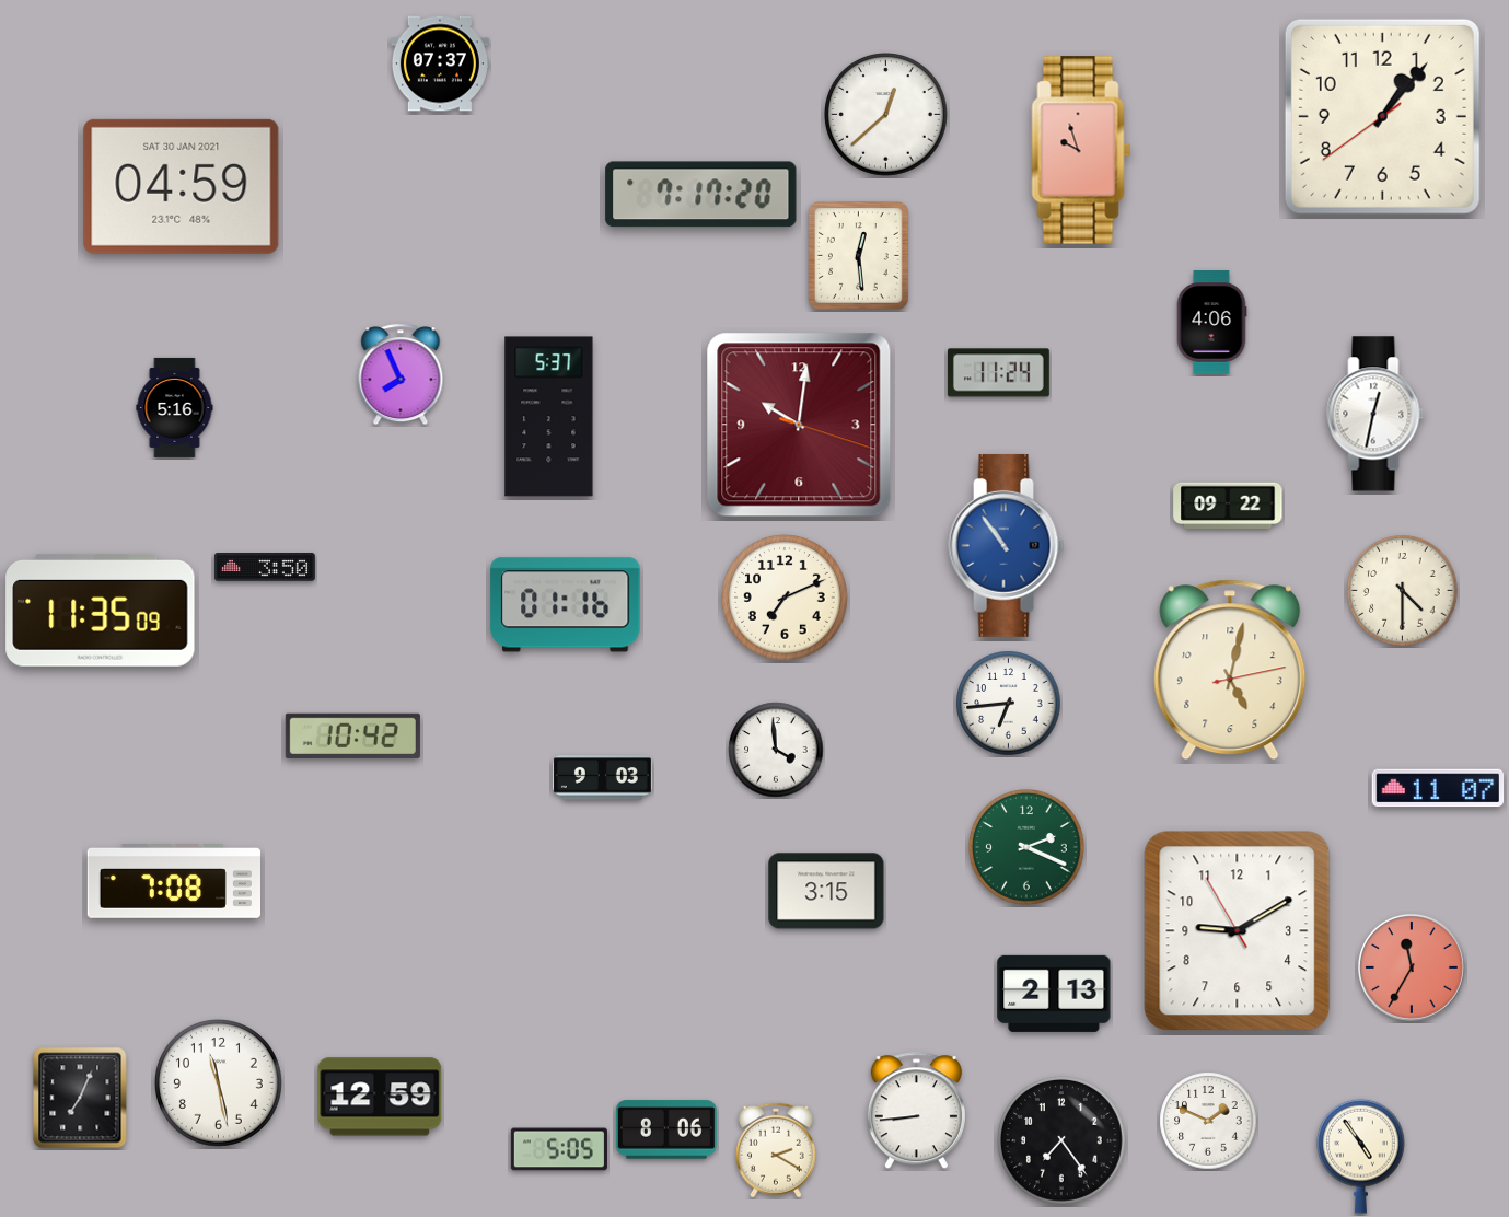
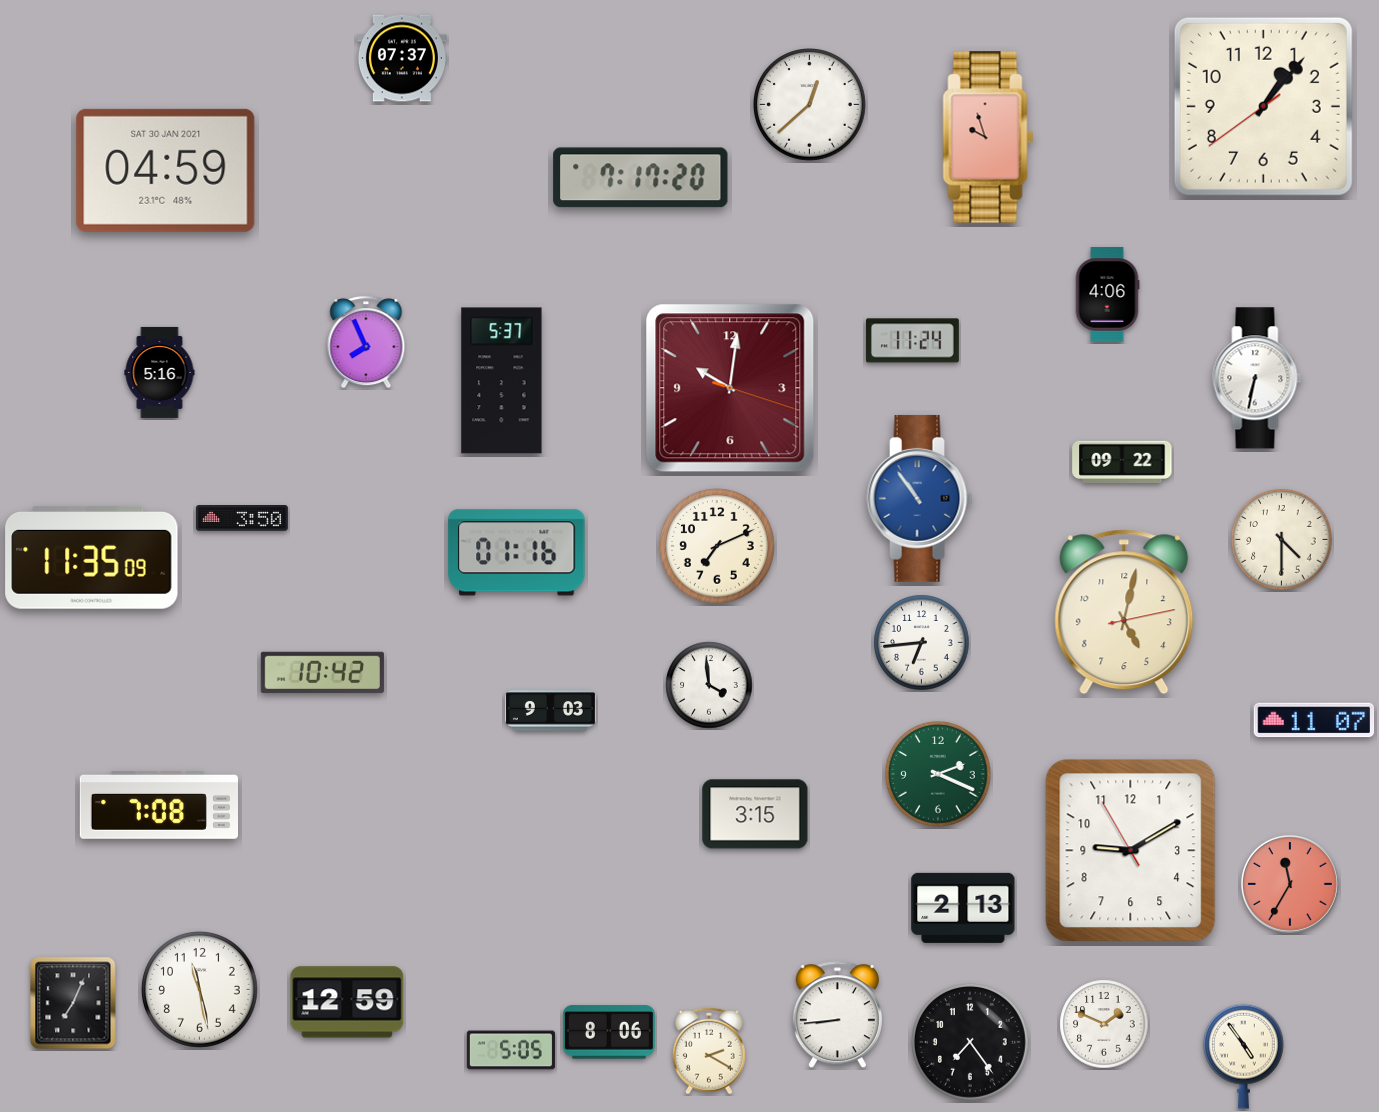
clock at (859, 256): 12:29 -> none
clock at (1375, 414): 12:32 -> 6:32
